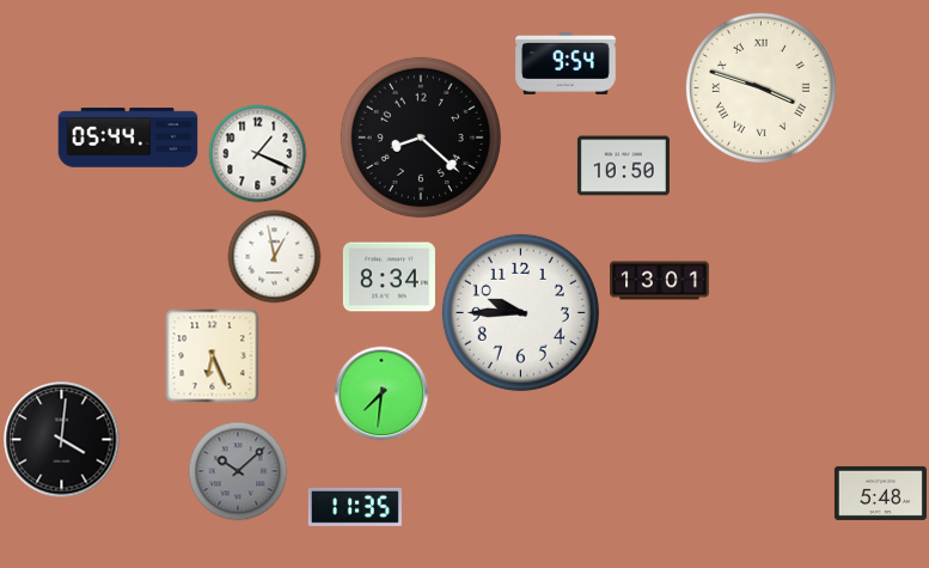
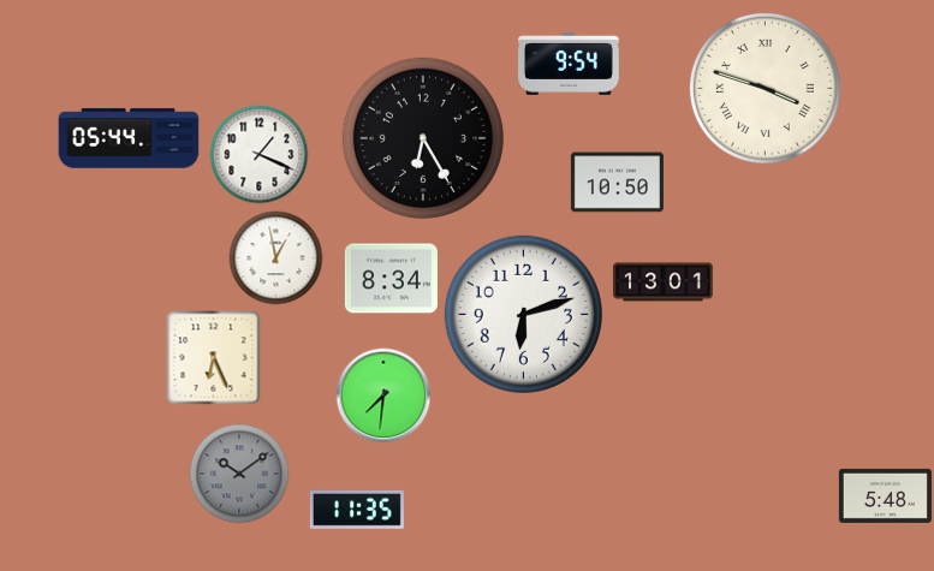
clock at (421, 138): 8:22 -> 6:25
clock at (623, 166) position: (623, 166) -> (617, 183)
clock at (520, 312): 9:45 -> 6:12
clock at (62, 440): 4:01 -> none
clock at (238, 471): 10:08 -> 10:09
